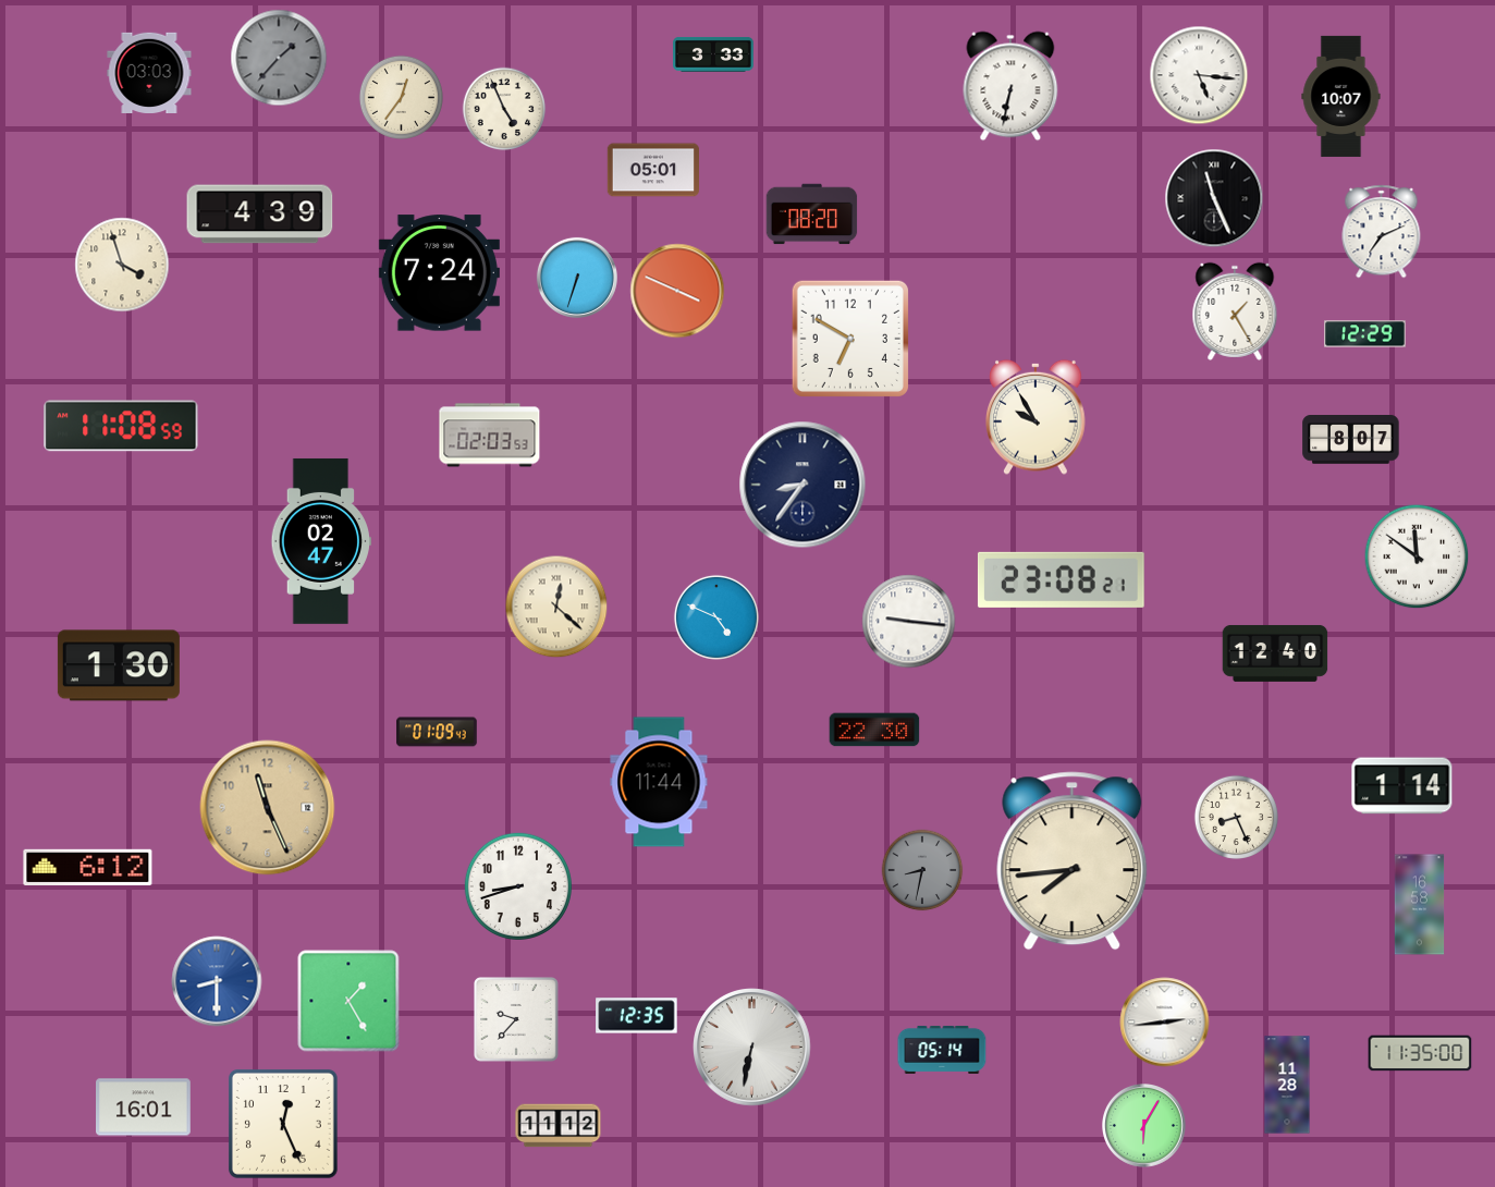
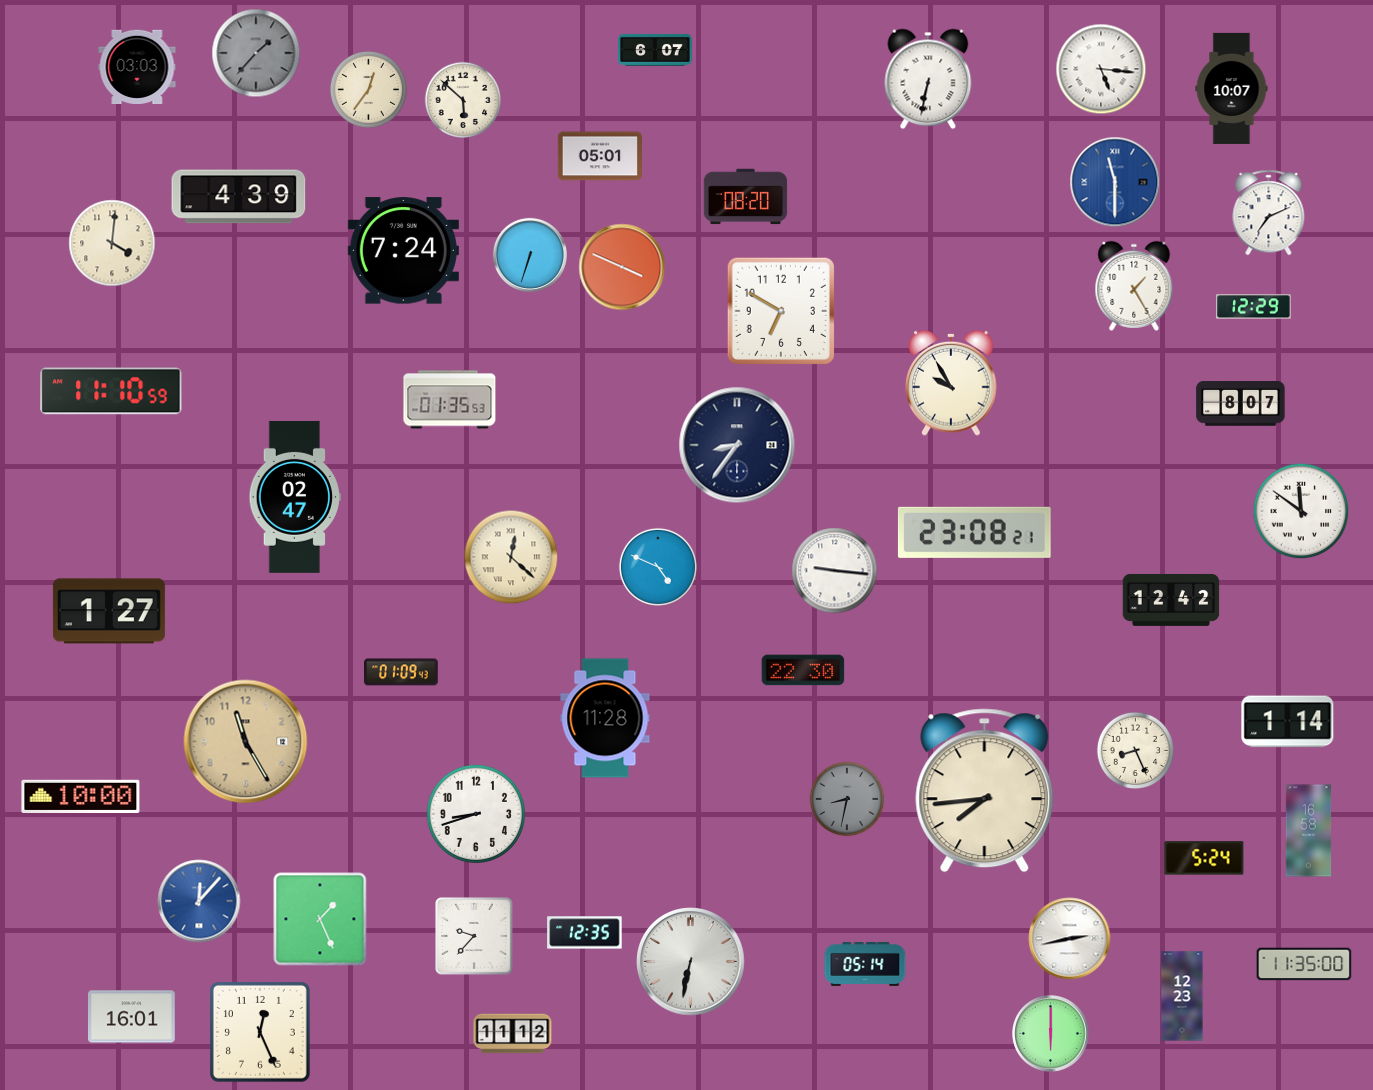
clock at (713, 54): 3:33 -> 6:07
clock at (504, 109): 4:56 -> 5:52
clock at (1214, 198): 11:26 -> 11:30
clock at (1214, 198) dial: black -> blue
clock at (122, 265): 3:57 -> 4:01
clock at (121, 426): 11:08 -> 11:10
clock at (490, 436): 02:03 -> 01:35
clock at (1275, 653): 12:40 -> 12:42
clock at (119, 665): 1:30 -> 1:27
clock at (659, 782): 11:44 -> 11:28
clock at (268, 808): 11:26 -> 11:25
clock at (88, 867): 6:12 -> 10:00
clock at (1420, 905) position: (1420, 905) -> (1309, 831)
clock at (1204, 858): none -> 5:24
clock at (217, 981): 8:30 -> 12:07
clock at (348, 1001): 1:25 -> 1:26
clock at (1165, 1023): 2:44 -> 2:43
clock at (1420, 1053) position: (1420, 1053) -> (1304, 964)
clock at (1287, 1085): 11:28 -> 12:23
clock at (1144, 1126): 6:05 -> 6:00
